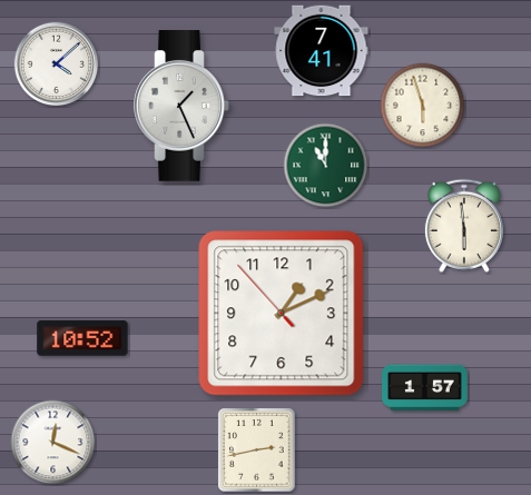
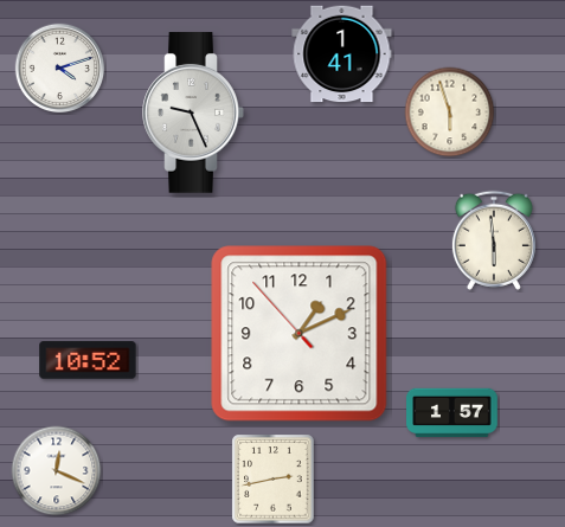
clock at (322, 51): 7:41 -> 1:41
clock at (57, 65): 4:08 -> 4:12
clock at (181, 107): 1:26 -> 9:26
clock at (326, 166): 11:00 -> none
